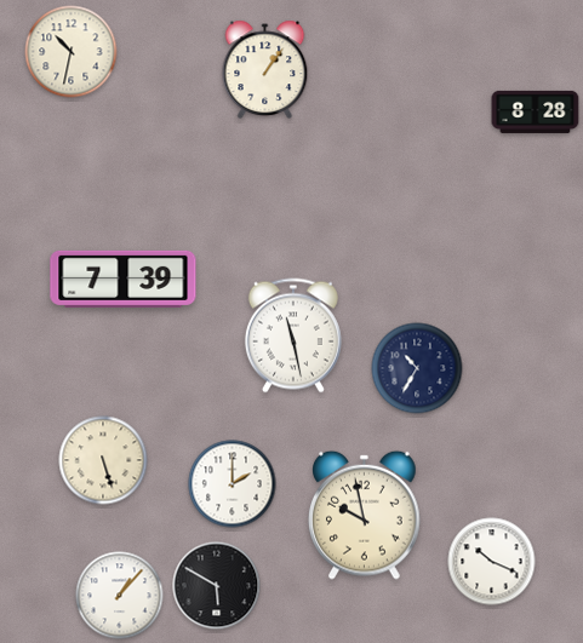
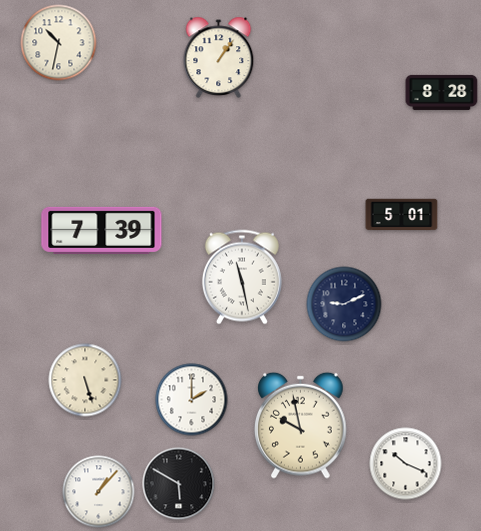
clock at (402, 215): none -> 5:01
clock at (417, 368): 10:35 -> 9:11
